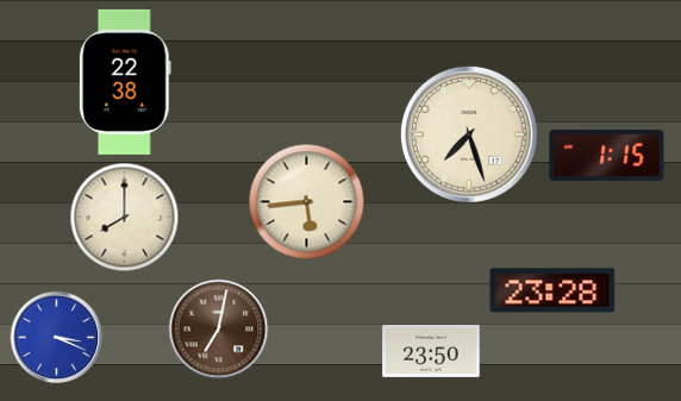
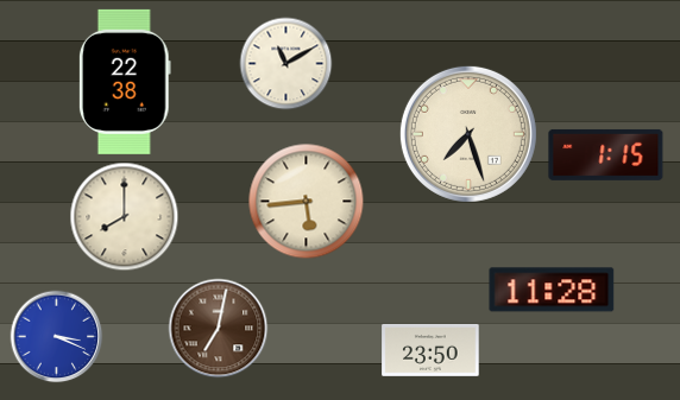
clock at (285, 63): none -> 11:10
clock at (552, 290): 23:28 -> 11:28
